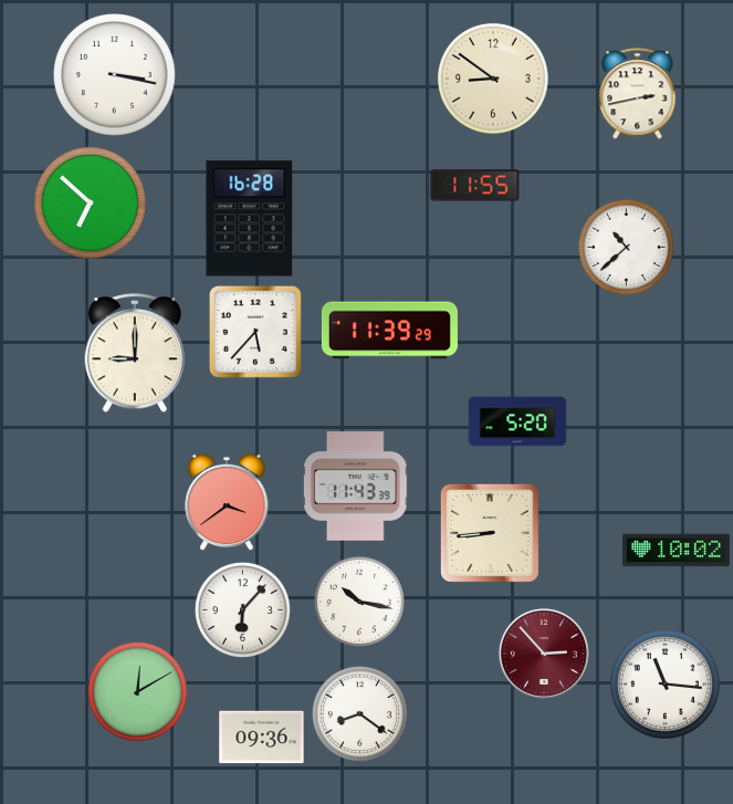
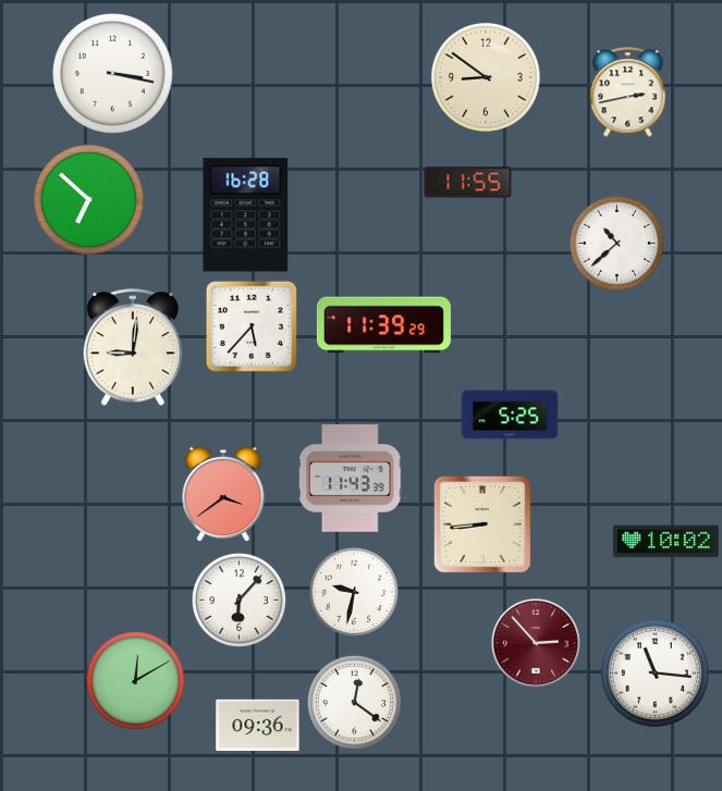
clock at (135, 354): 9:00 -> 9:01
clock at (517, 421): 5:20 -> 5:25
clock at (359, 602): 10:17 -> 9:32
clock at (359, 713): 8:21 -> 12:21
